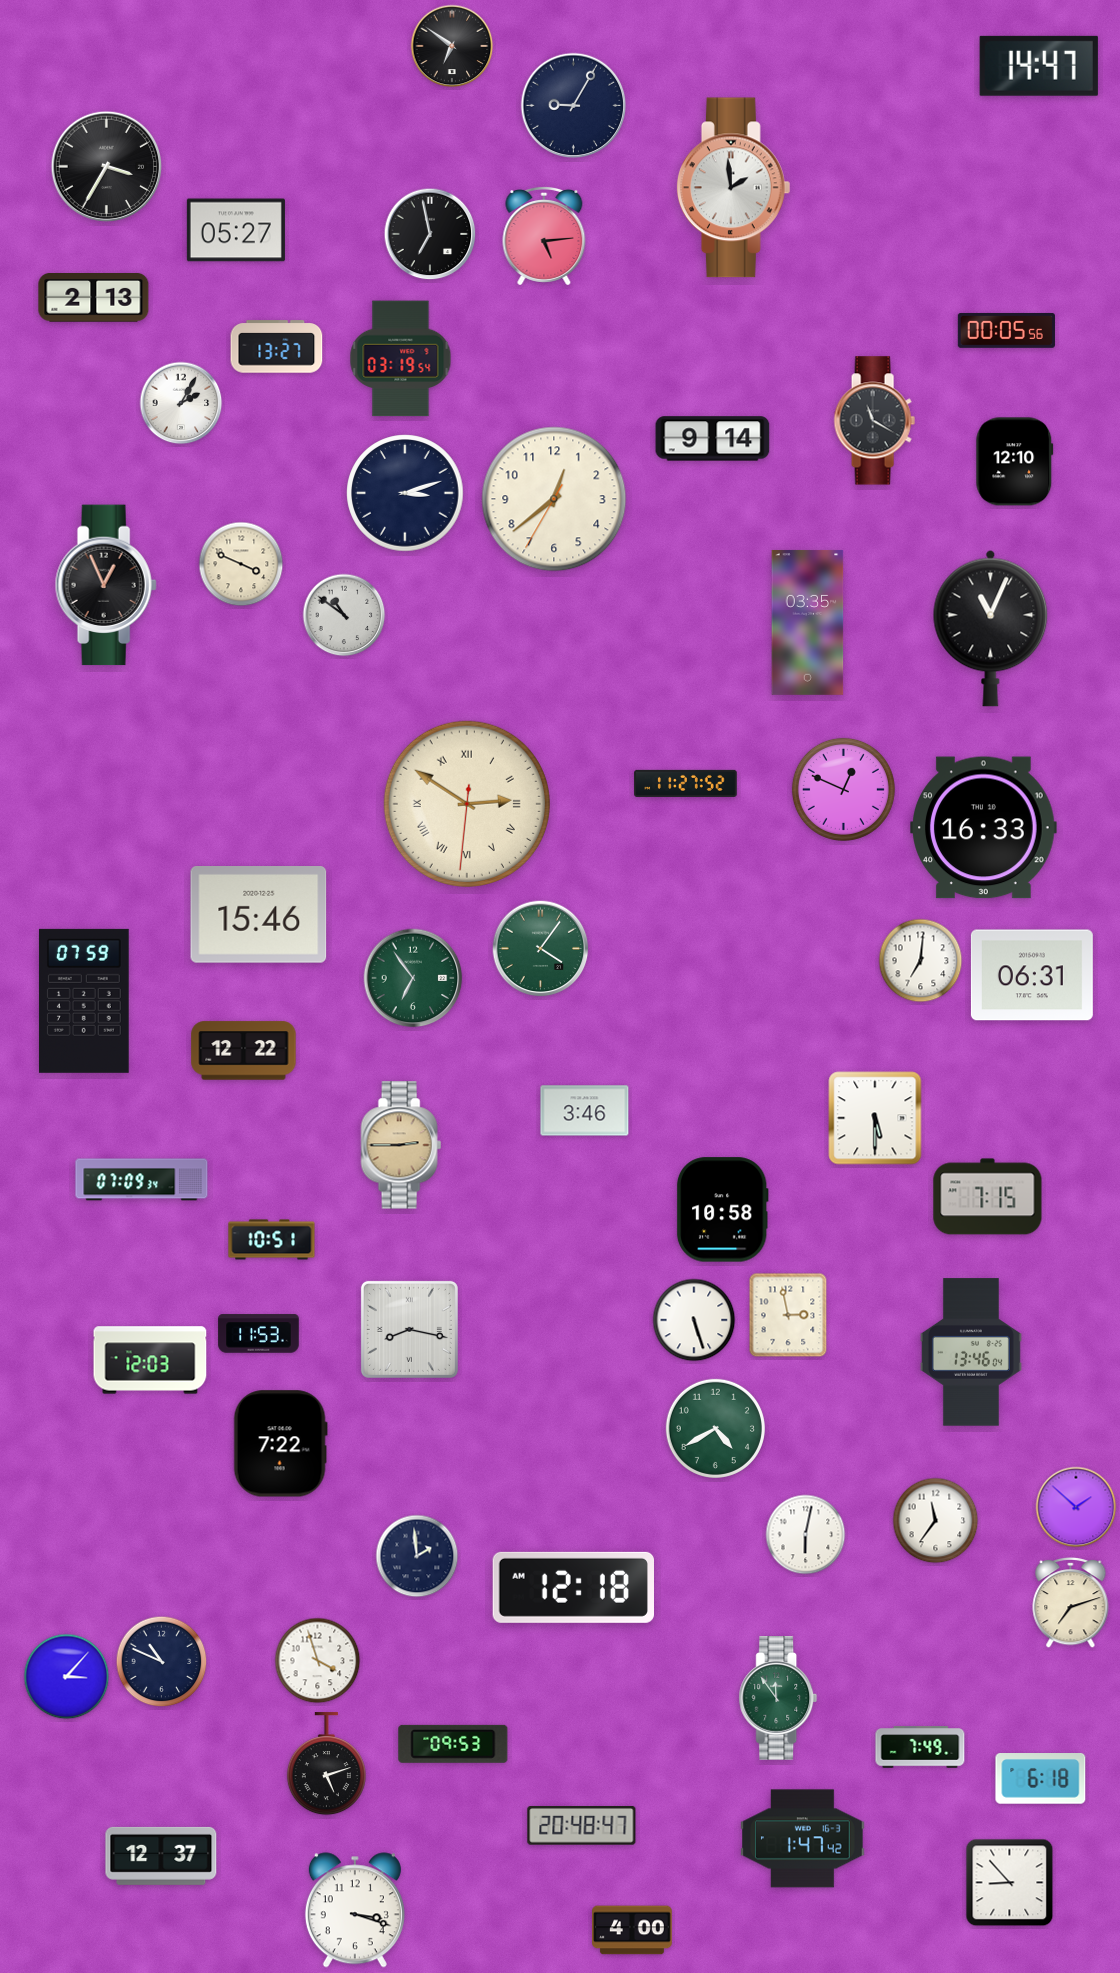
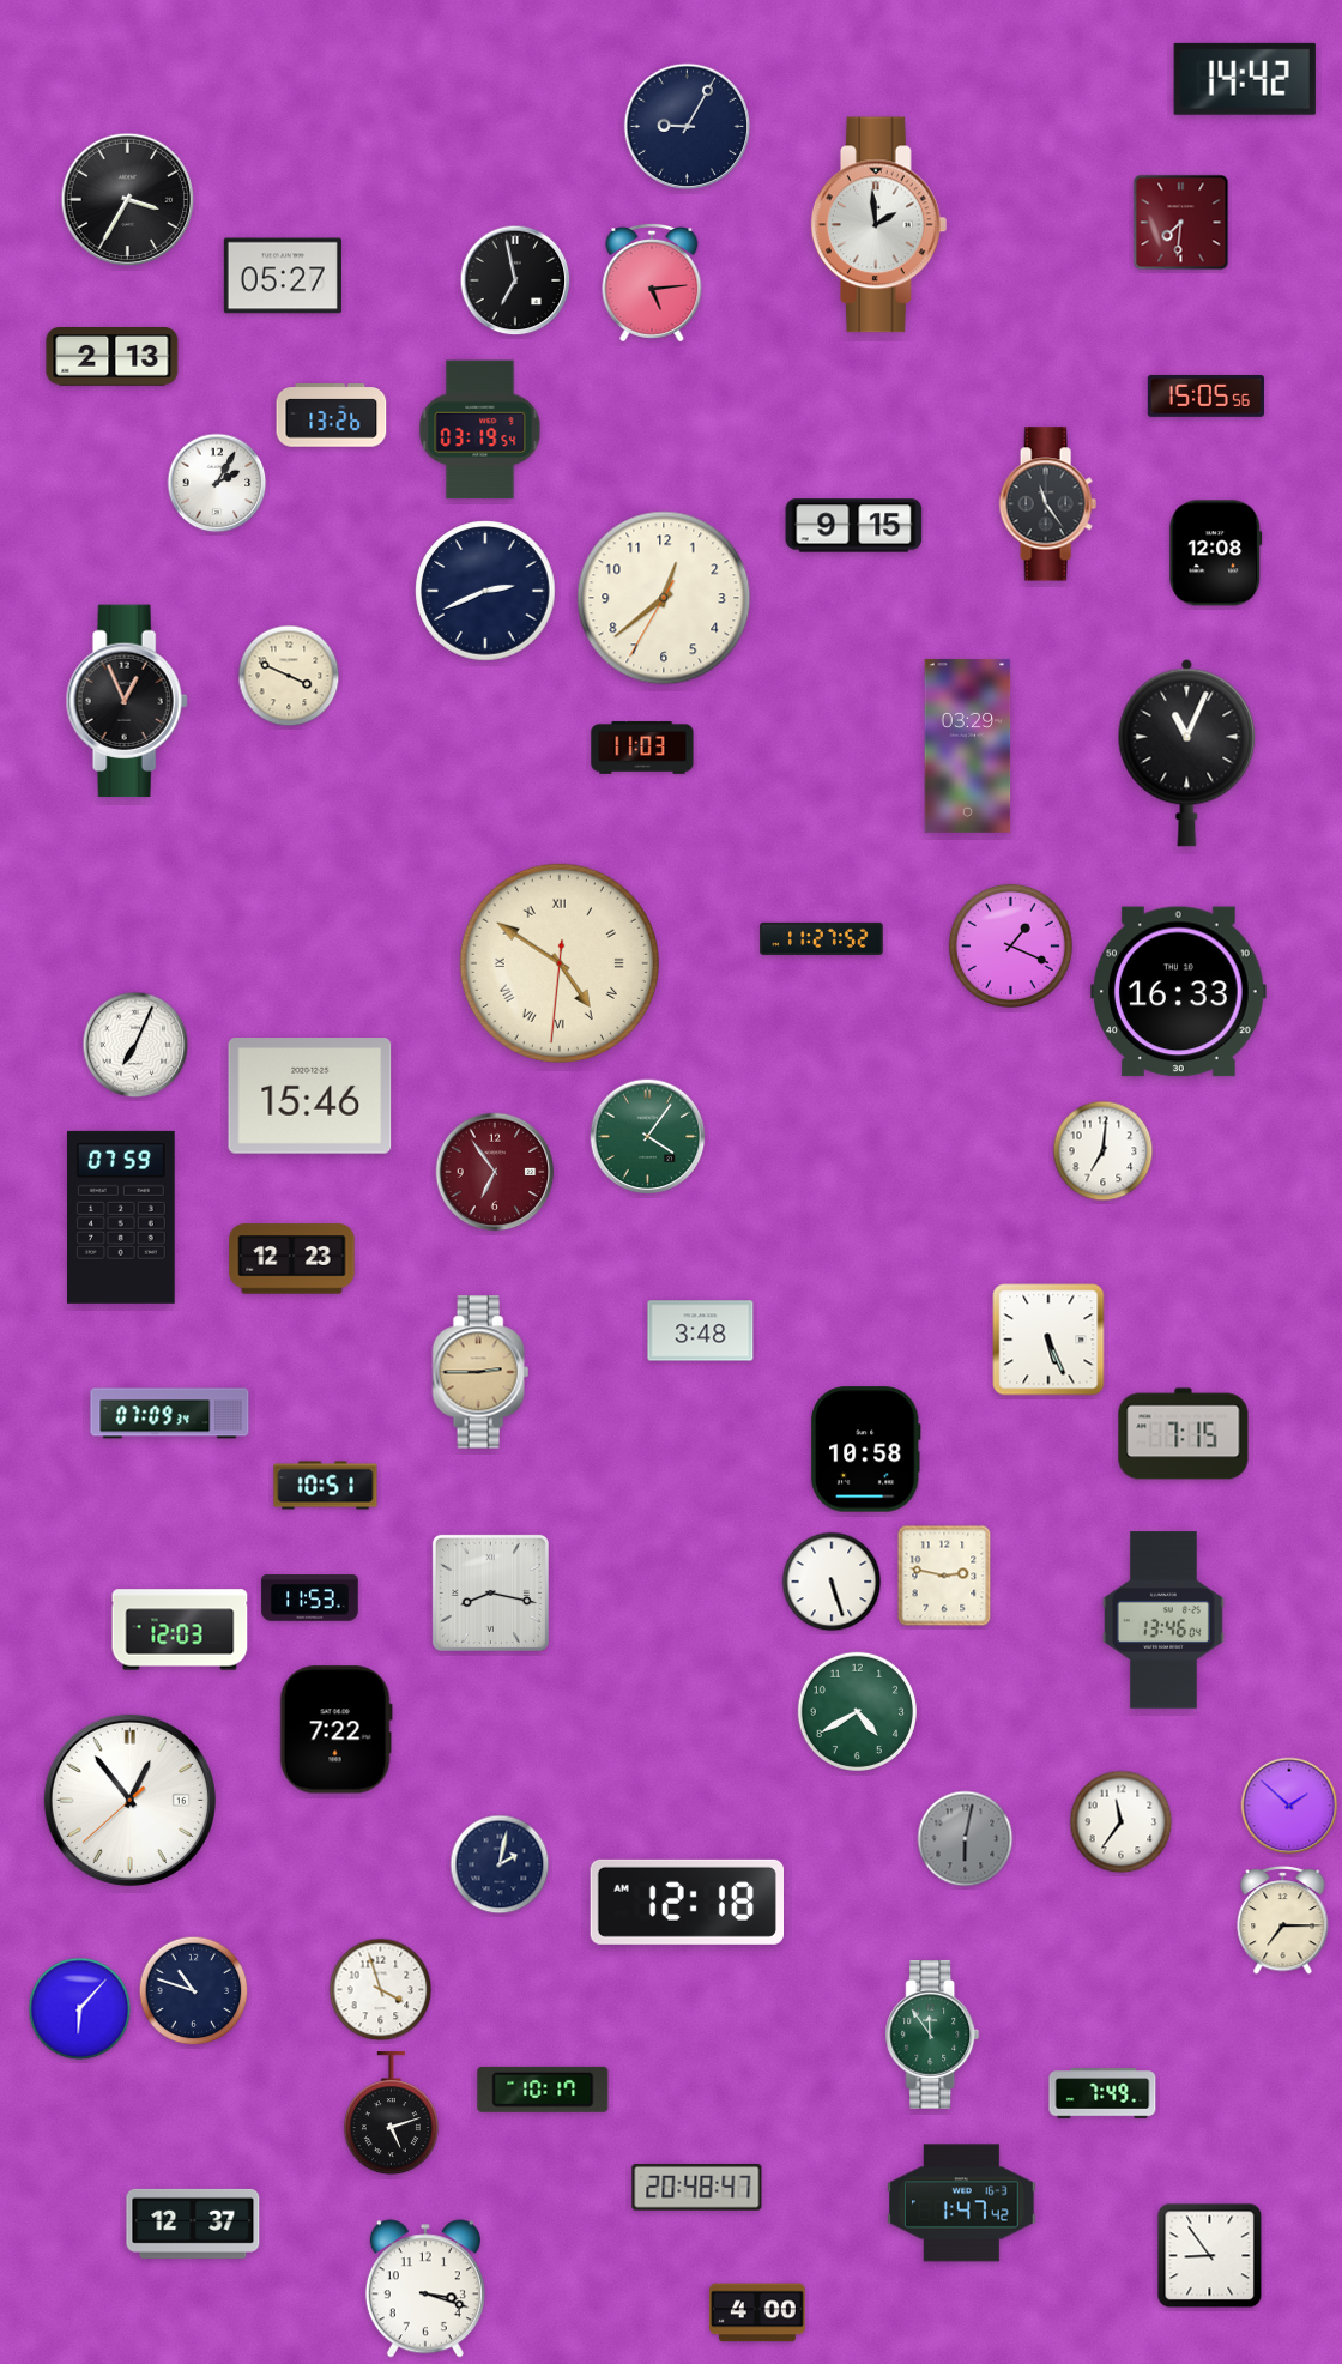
clock at (452, 46): 6:51 -> none
clock at (1039, 66): 14:47 -> 14:42
clock at (1181, 223): none -> 7:31
clock at (1006, 330): 00:05 -> 15:05
clock at (277, 347): 13:27 -> 13:26
clock at (874, 421): 11:20 -> 11:24
clock at (713, 439): 9:14 -> 9:15
clock at (1015, 462): 12:10 -> 12:08
clock at (405, 493): 3:12 -> 2:41
clock at (344, 615): 10:51 -> none
clock at (808, 622): 03:35 -> 03:29
clock at (642, 748): none -> 11:03
clock at (843, 789): 12:49 -> 1:19
clock at (467, 804): 2:50 -> 4:50
clock at (135, 1045): none -> 7:04
clock at (1032, 975): 06:31 -> none
clock at (413, 978) dial: green -> burgundy
clock at (84, 1001) position: (84, 1001) -> (121, 1217)
clock at (244, 1051): 12:22 -> 12:23
clock at (585, 1111): 3:46 -> 3:48
clock at (875, 1118): 5:30 -> 5:26
clock at (788, 1315): 2:58 -> 2:47
clock at (129, 1800): none -> 12:53
clock at (806, 1535) dial: white -> grey
clock at (417, 1556): 1:59 -> 2:02
clock at (1071, 1603): 7:12 -> 7:15
clock at (162, 1662): 10:49 -> 10:48
clock at (67, 1677): 3:07 -> 6:07
clock at (453, 1744): 09:53 -> 10:17
clock at (1041, 1779): 6:18 -> none
clock at (1010, 1883): 8:53 -> 8:54
